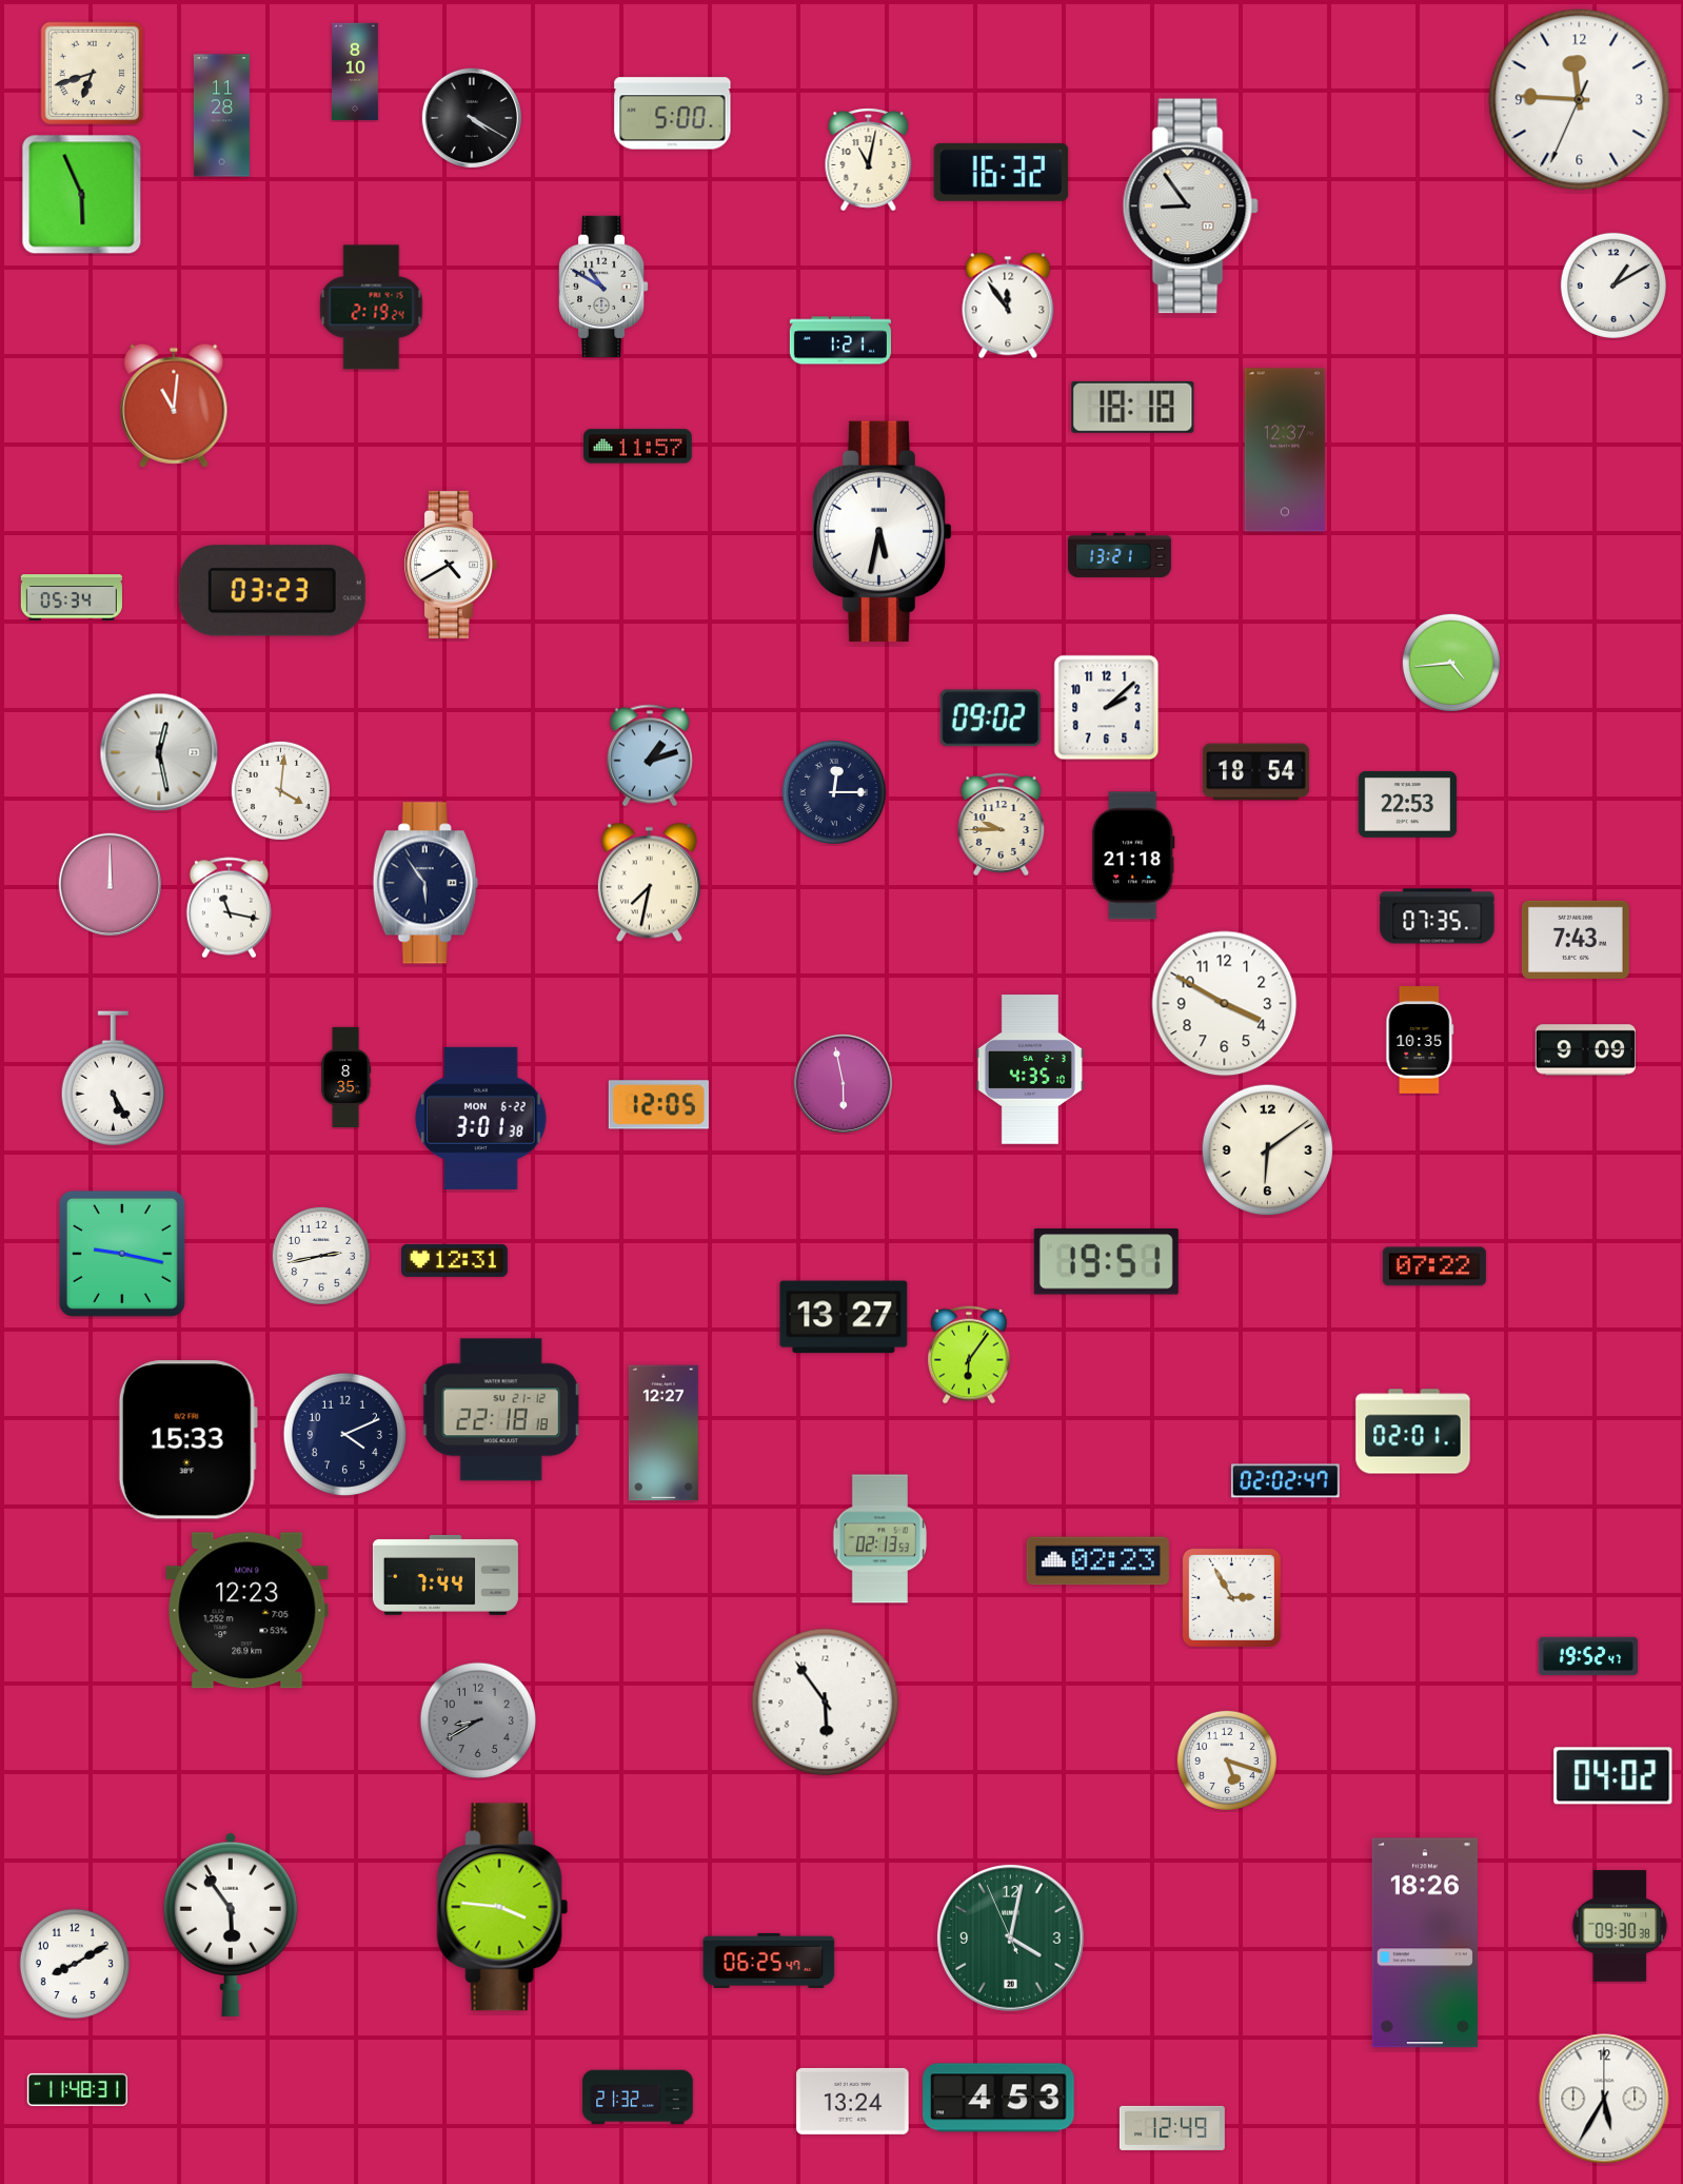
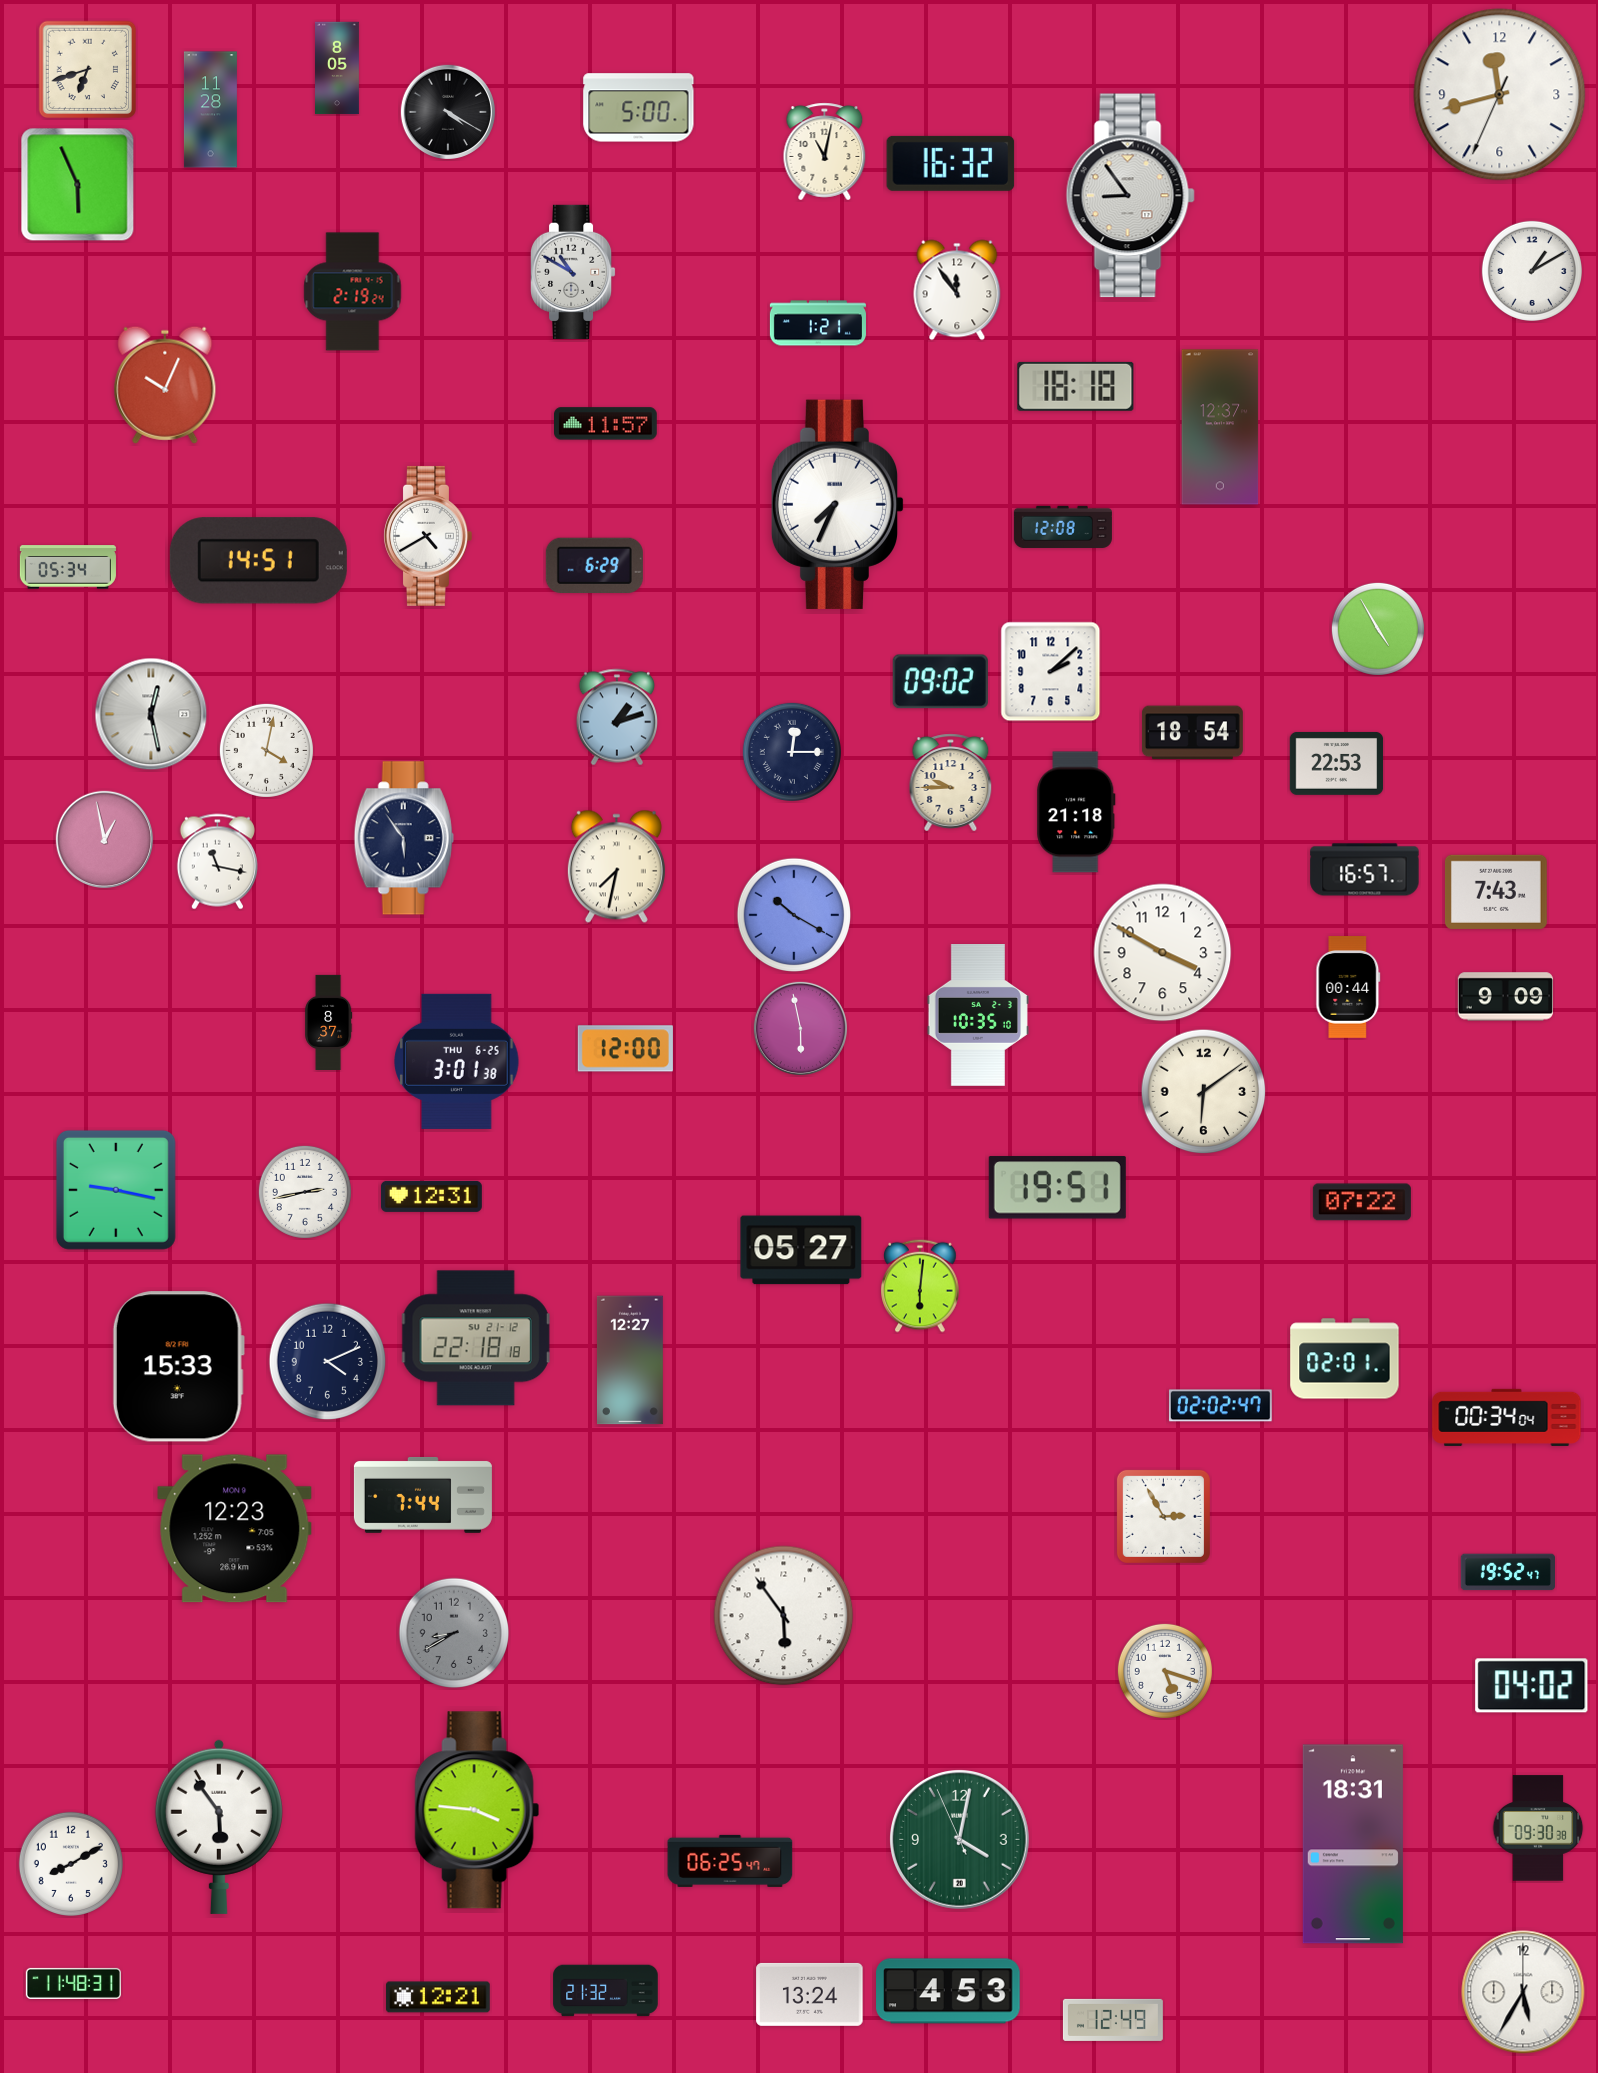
clock at (356, 72): 8:10 -> 8:05
clock at (1580, 100): 11:45 -> 11:42
clock at (840, 340) position: (840, 340) -> (818, 323)
clock at (174, 406): 11:01 -> 10:04
clock at (883, 531): 5:32 -> 7:34
clock at (1120, 555): 13:21 -> 12:08
clock at (272, 591): 03:23 -> 14:51
clock at (594, 565): none -> 6:29
clock at (1451, 663): 4:44 -> 4:55
clock at (280, 790): 4:01 -> 4:02
clock at (649, 883) position: (649, 883) -> (616, 867)
clock at (111, 885): 12:00 -> 12:58
clock at (1438, 917): 07:35 -> 16:57
clock at (793, 914): none -> 10:20
clock at (1420, 1041): 10:35 -> 00:44
clock at (1030, 1070): 4:35 -> 10:35
clock at (346, 1077): 8:35 -> 8:37
clock at (114, 1079): 5:25 -> none
clock at (658, 1105): 12:05 -> 12:00
clock at (481, 1118) date: MON 6-22 -> THU 6-25
clock at (1106, 1262) position: (1106, 1262) -> (1057, 1188)
clock at (844, 1317): 13:27 -> 05:27
clock at (969, 1355): 6:06 -> 6:01
clock at (1413, 1432) position: (1413, 1432) -> (1345, 1359)
clock at (1507, 1417): none -> 00:34
clock at (880, 1539): 02:13 -> none
clock at (1097, 1561): 02:23 -> none
clock at (1231, 1597) position: (1231, 1597) -> (1163, 1516)
clock at (1425, 1943): 18:26 -> 18:31
clock at (438, 1997): none -> 12:21
